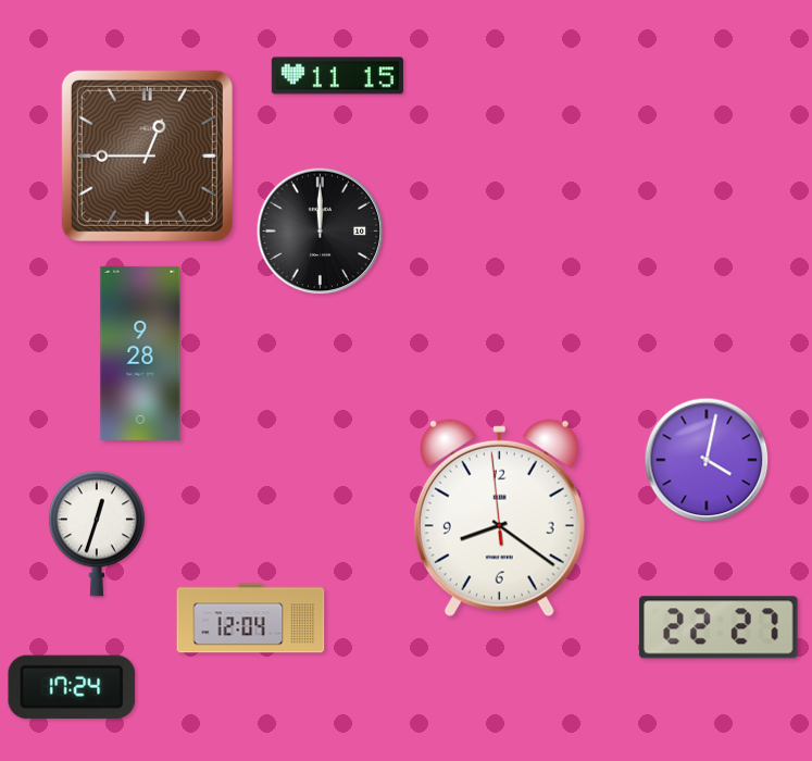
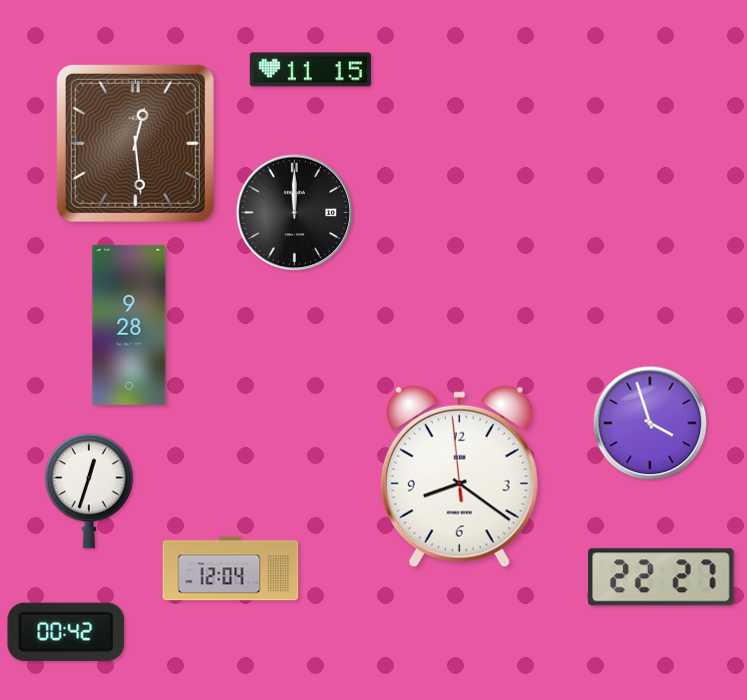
clock at (147, 155): 12:45 -> 12:29
clock at (707, 460): 4:02 -> 3:57
clock at (72, 687): 17:24 -> 00:42
